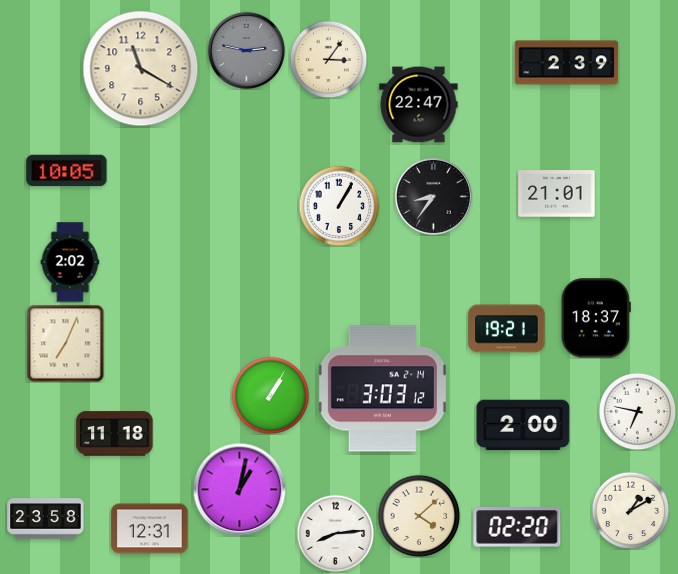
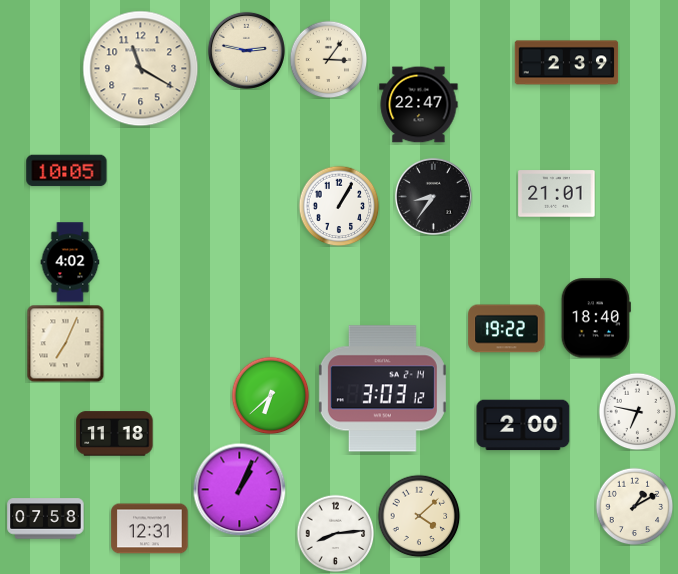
clock at (246, 50) dial: grey -> cream
clock at (70, 262): 2:02 -> 4:02
clock at (596, 318): 18:37 -> 18:40
clock at (507, 329): 19:21 -> 19:22
clock at (270, 395): 1:05 -> 6:38
clock at (239, 489): 1:02 -> 1:04
clock at (630, 510) position: (630, 510) -> (634, 506)
clock at (46, 519): 23:58 -> 07:58
clock at (517, 527): 02:20 -> none
